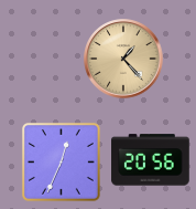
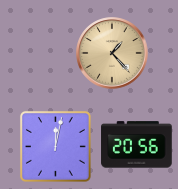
clock at (61, 161): 12:34 -> 12:02
